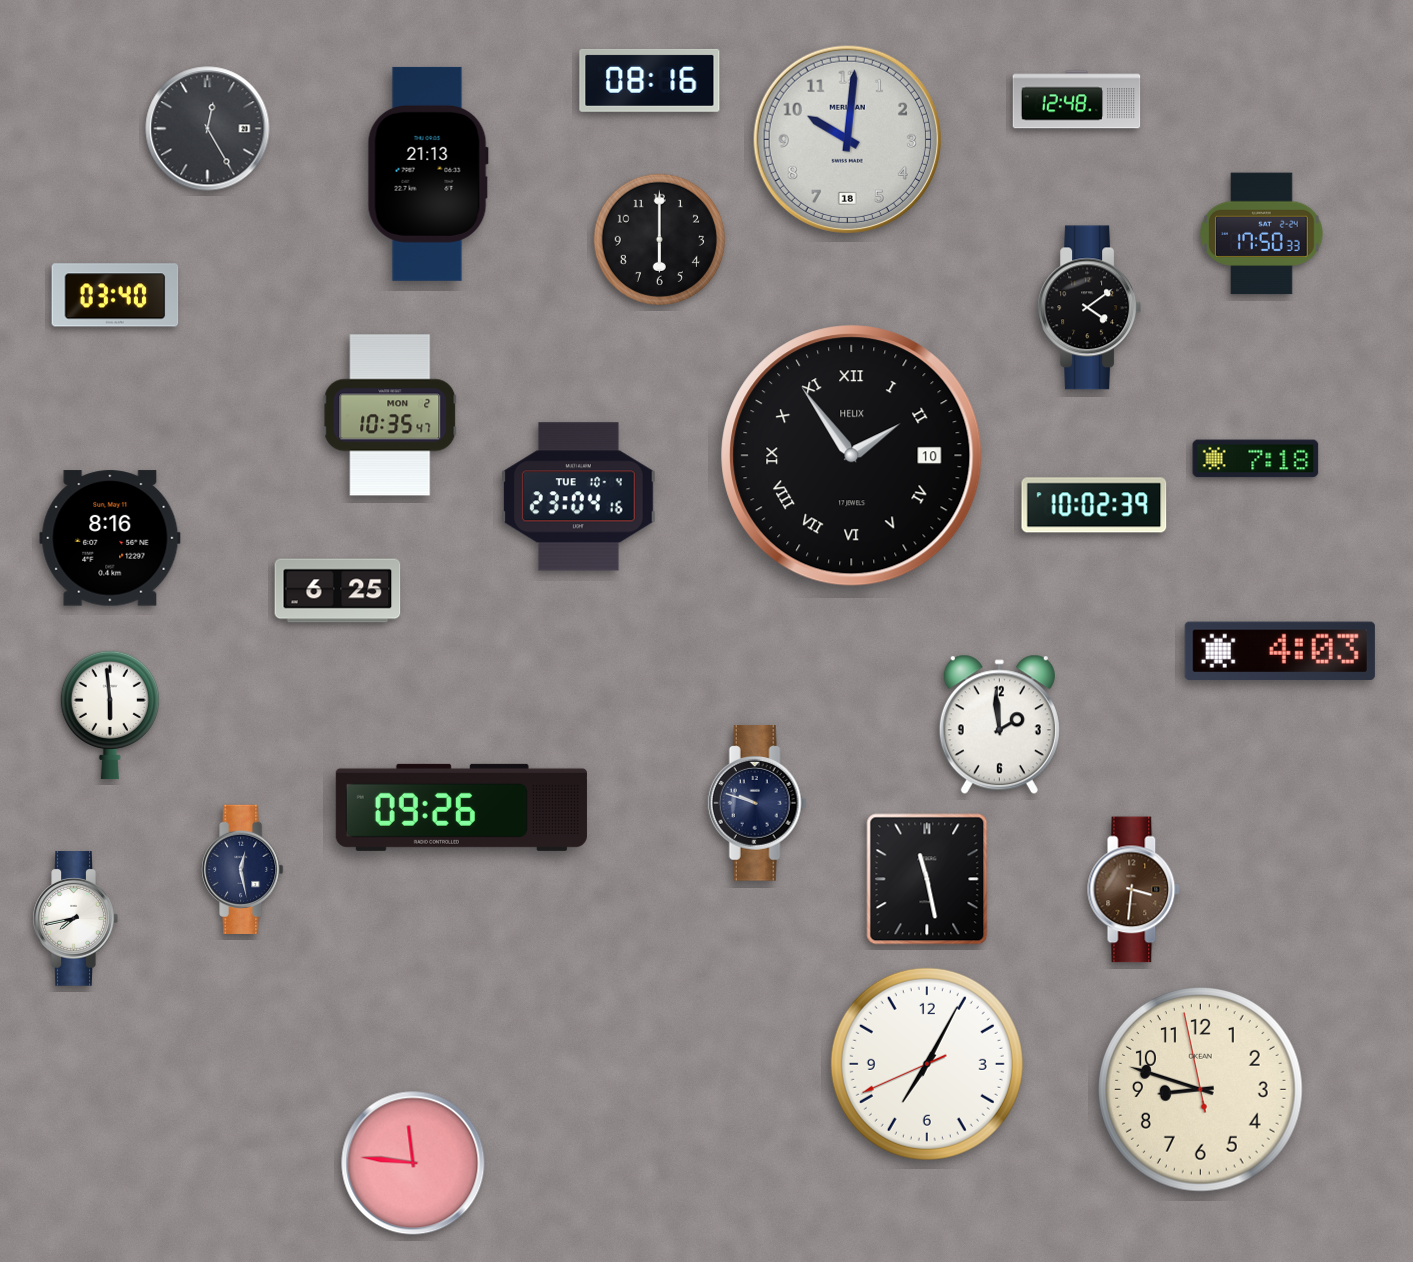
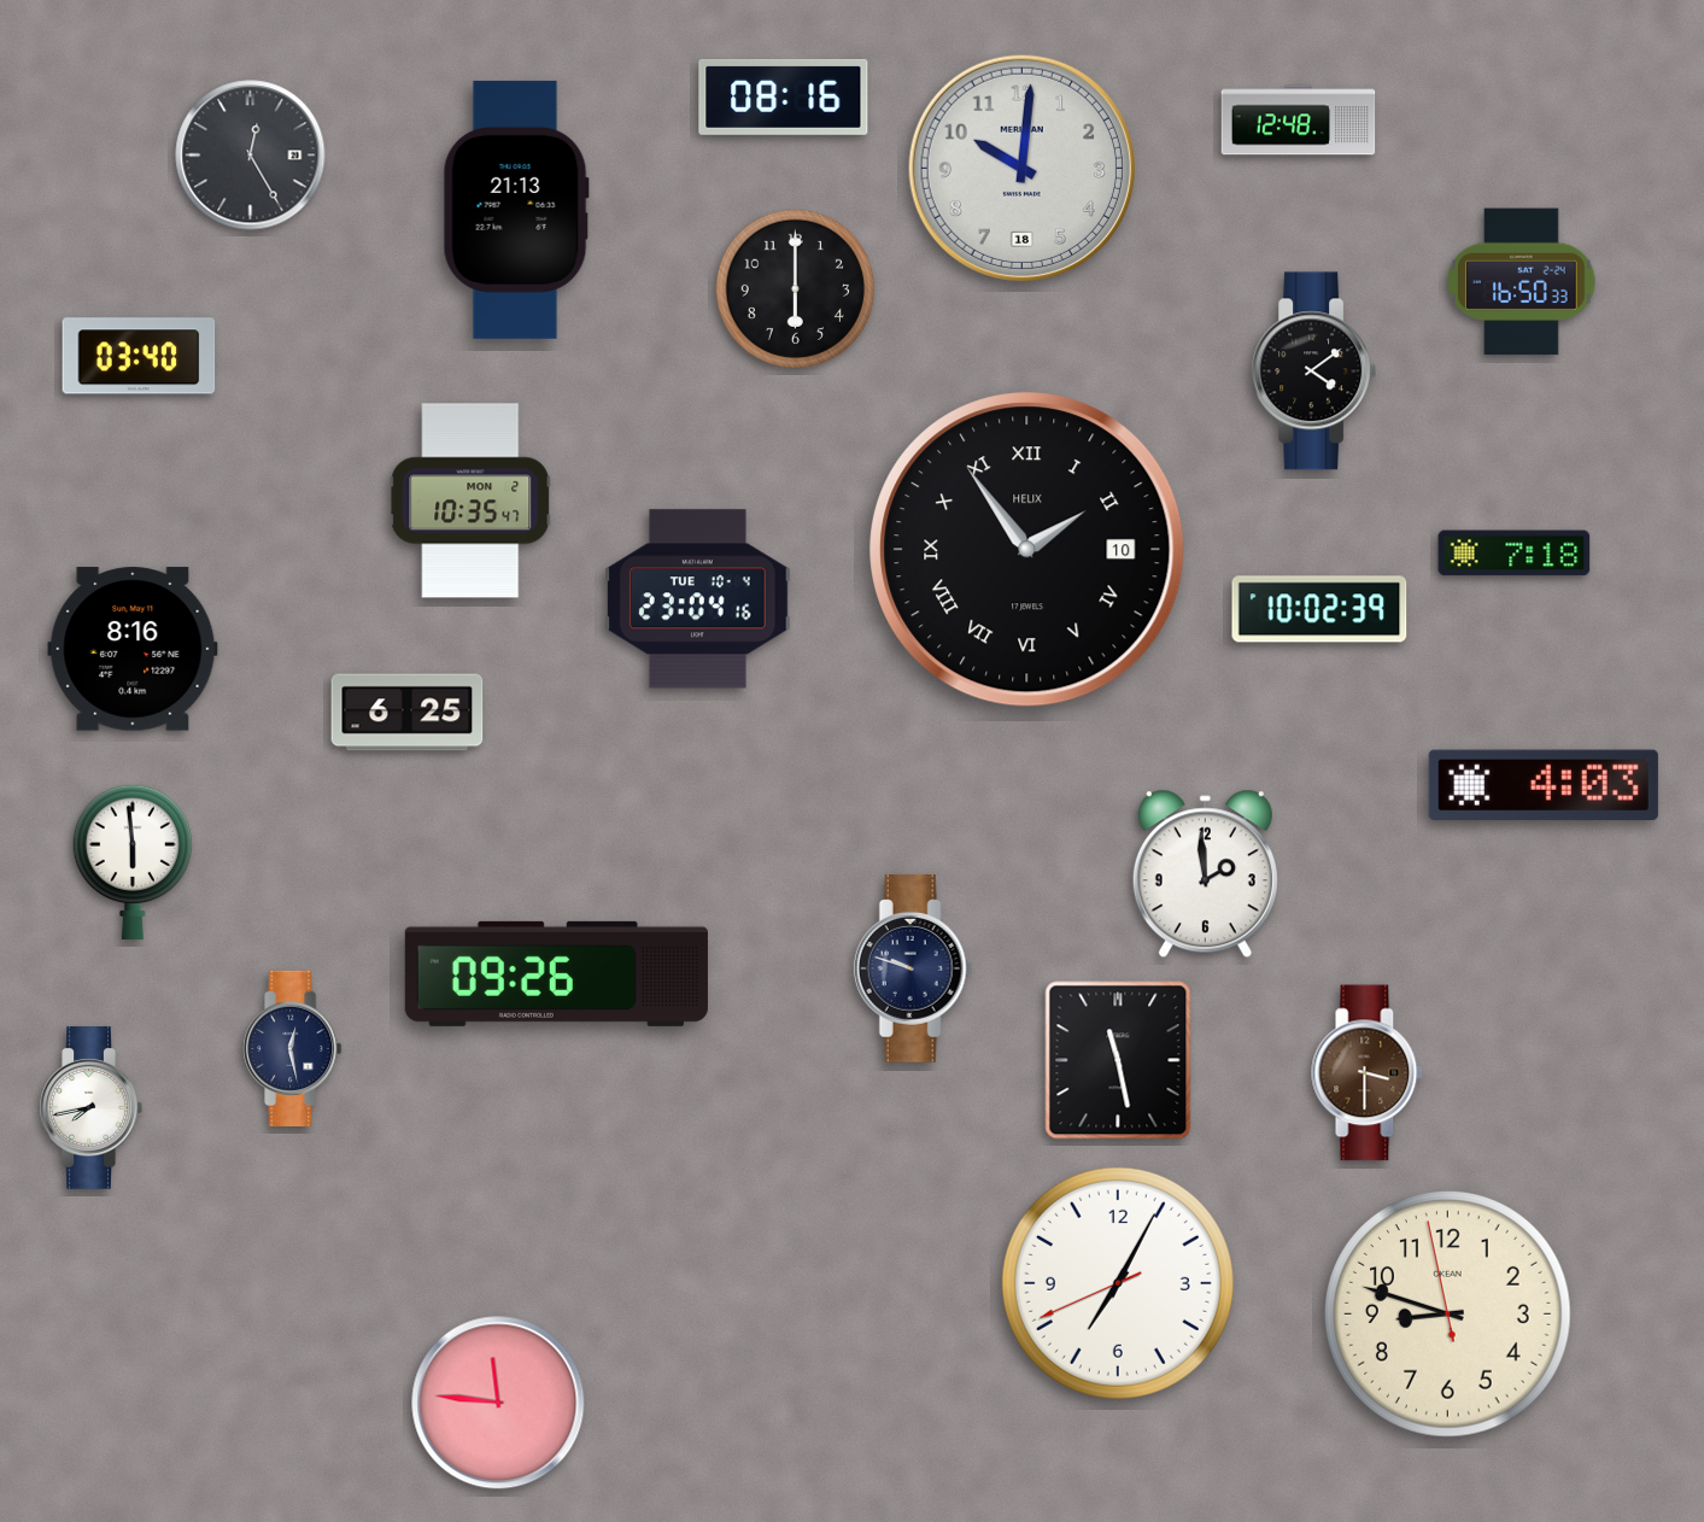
clock at (1262, 234): 17:50 -> 16:50
clock at (1134, 890): 3:31 -> 3:30
